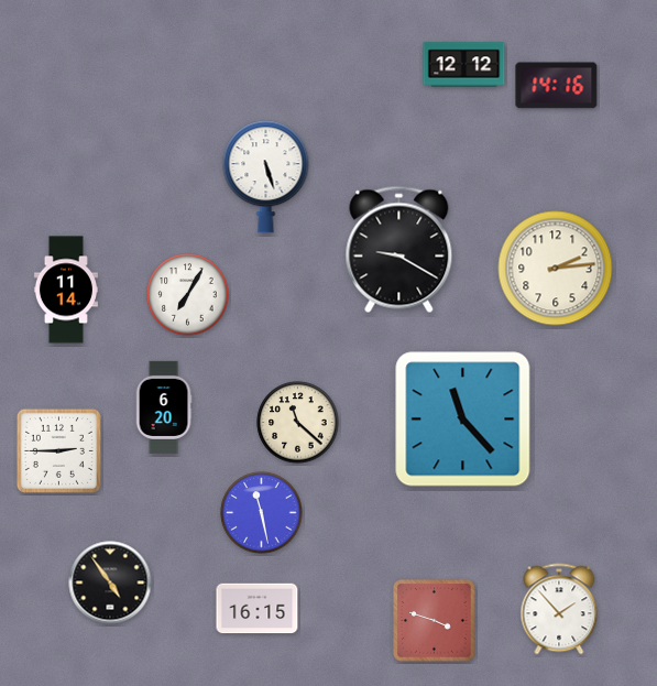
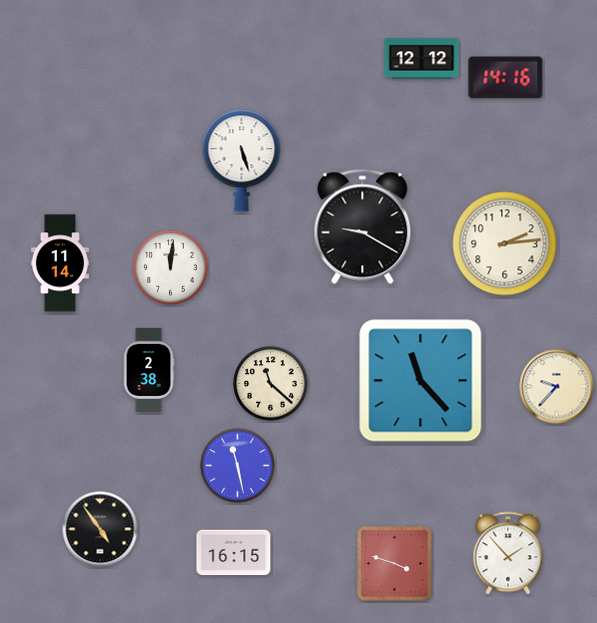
clock at (188, 295): 7:05 -> 12:01
clock at (164, 407): 6:20 -> 2:38
clock at (557, 387): none -> 9:37
clock at (58, 450): 2:45 -> none
